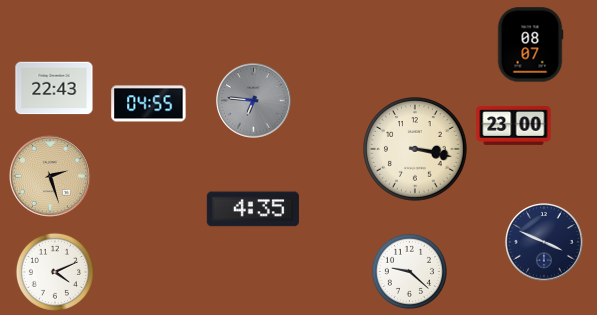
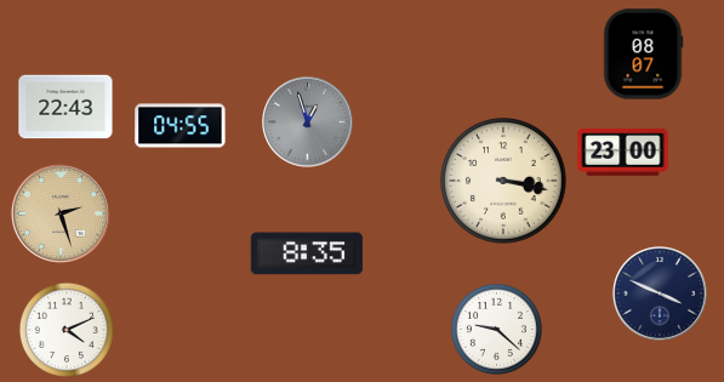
clock at (254, 101): 6:46 -> 12:57
clock at (253, 209): 4:35 -> 8:35
